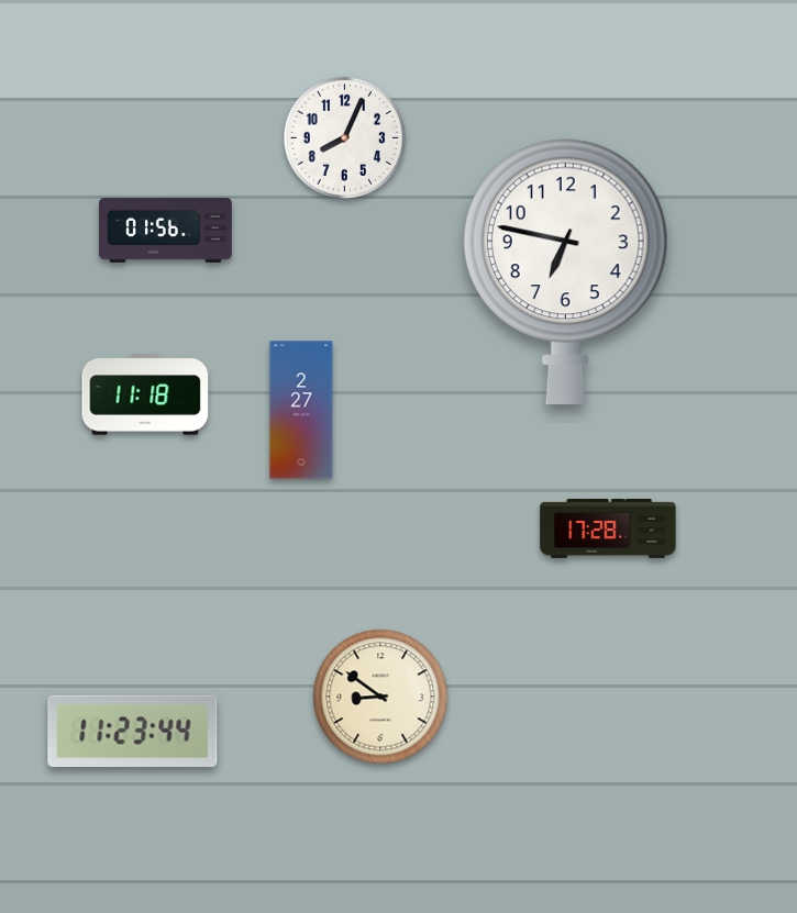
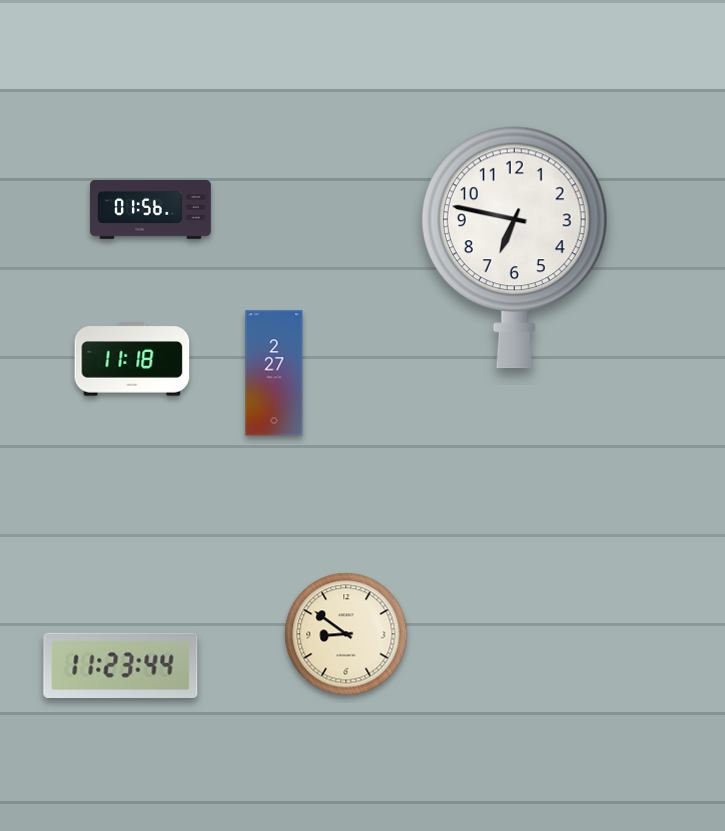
clock at (344, 137): 8:04 -> none
clock at (608, 530): 17:28 -> none
